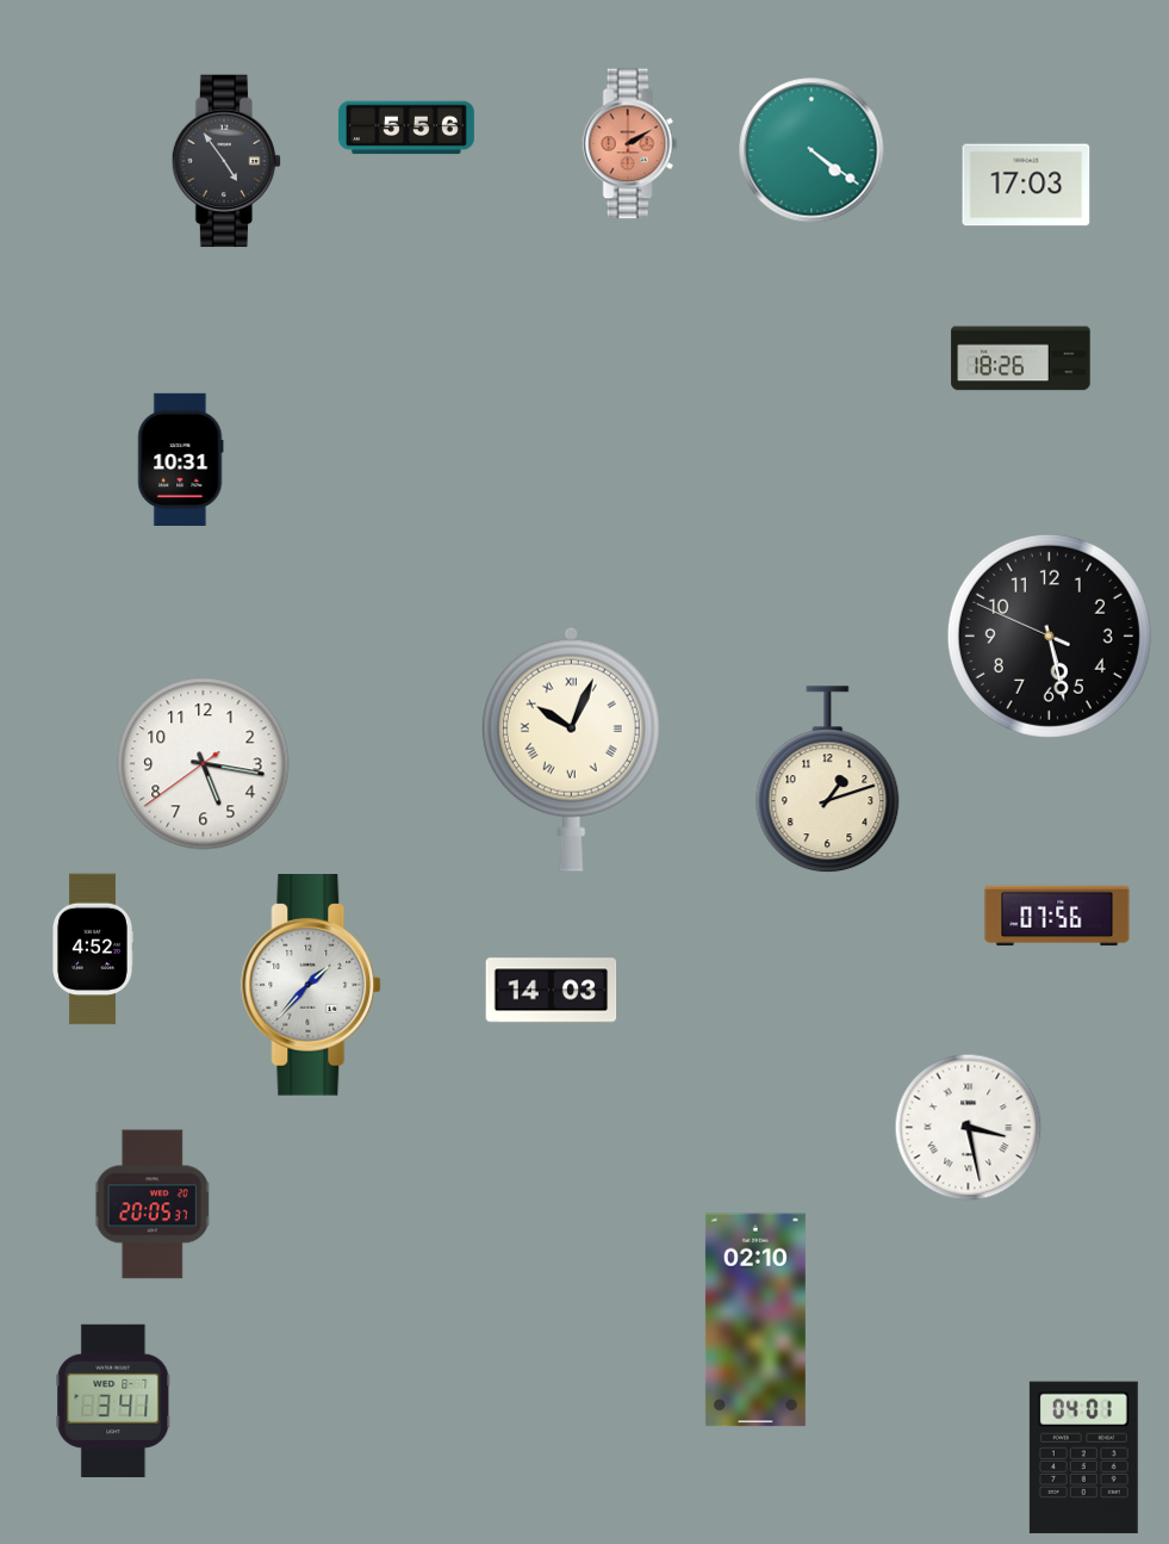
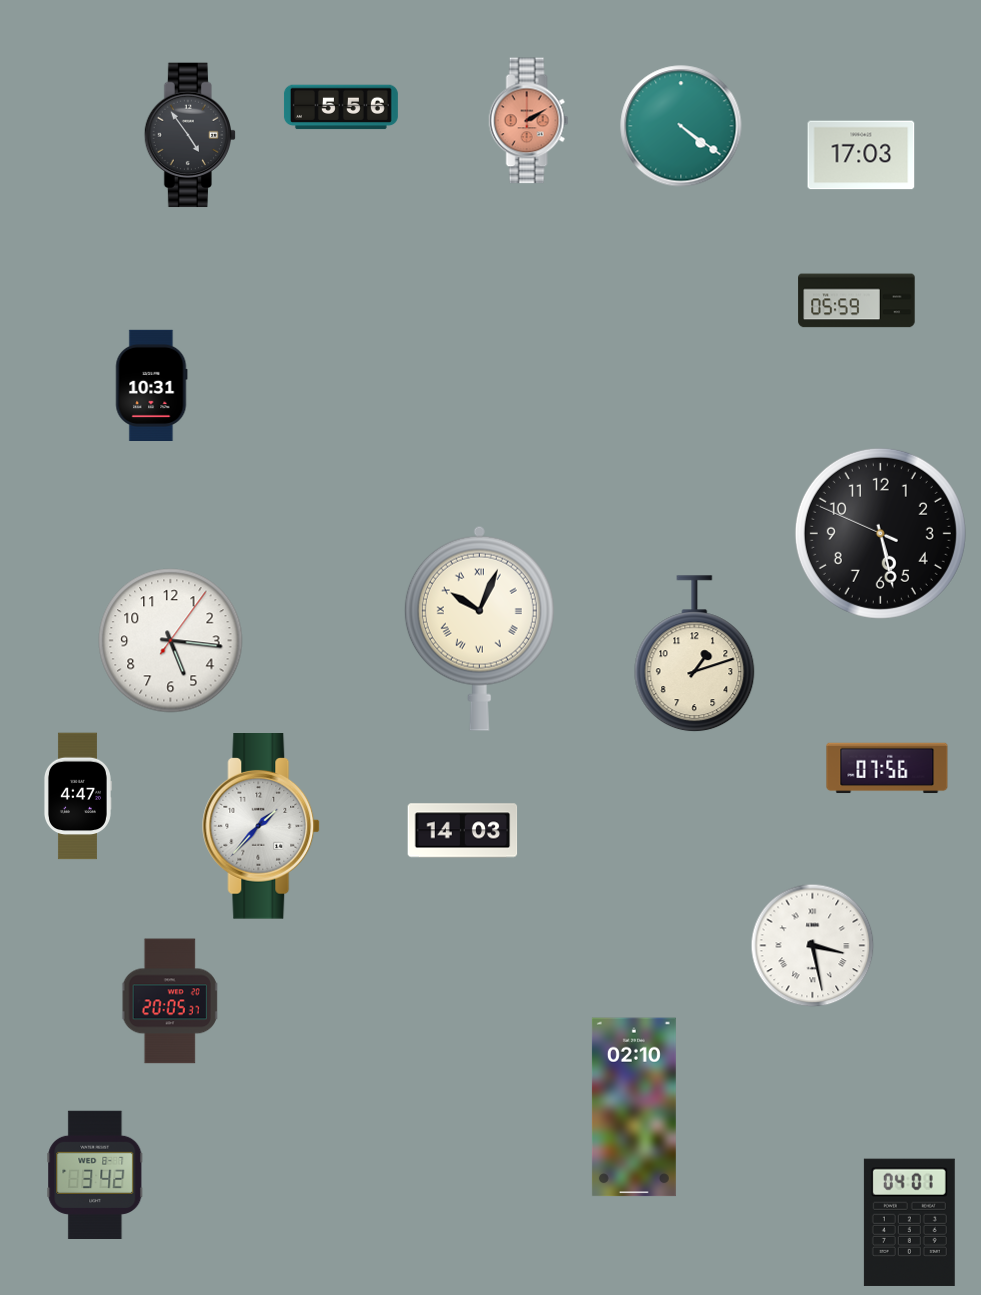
clock at (1021, 359): 18:26 -> 05:59
clock at (204, 764): 5:16:39 -> 5:16:06
clock at (92, 949): 4:52 -> 4:47
clock at (153, 1204) position: (153, 1204) -> (170, 1001)
clock at (113, 1400): 3:41 -> 3:42
